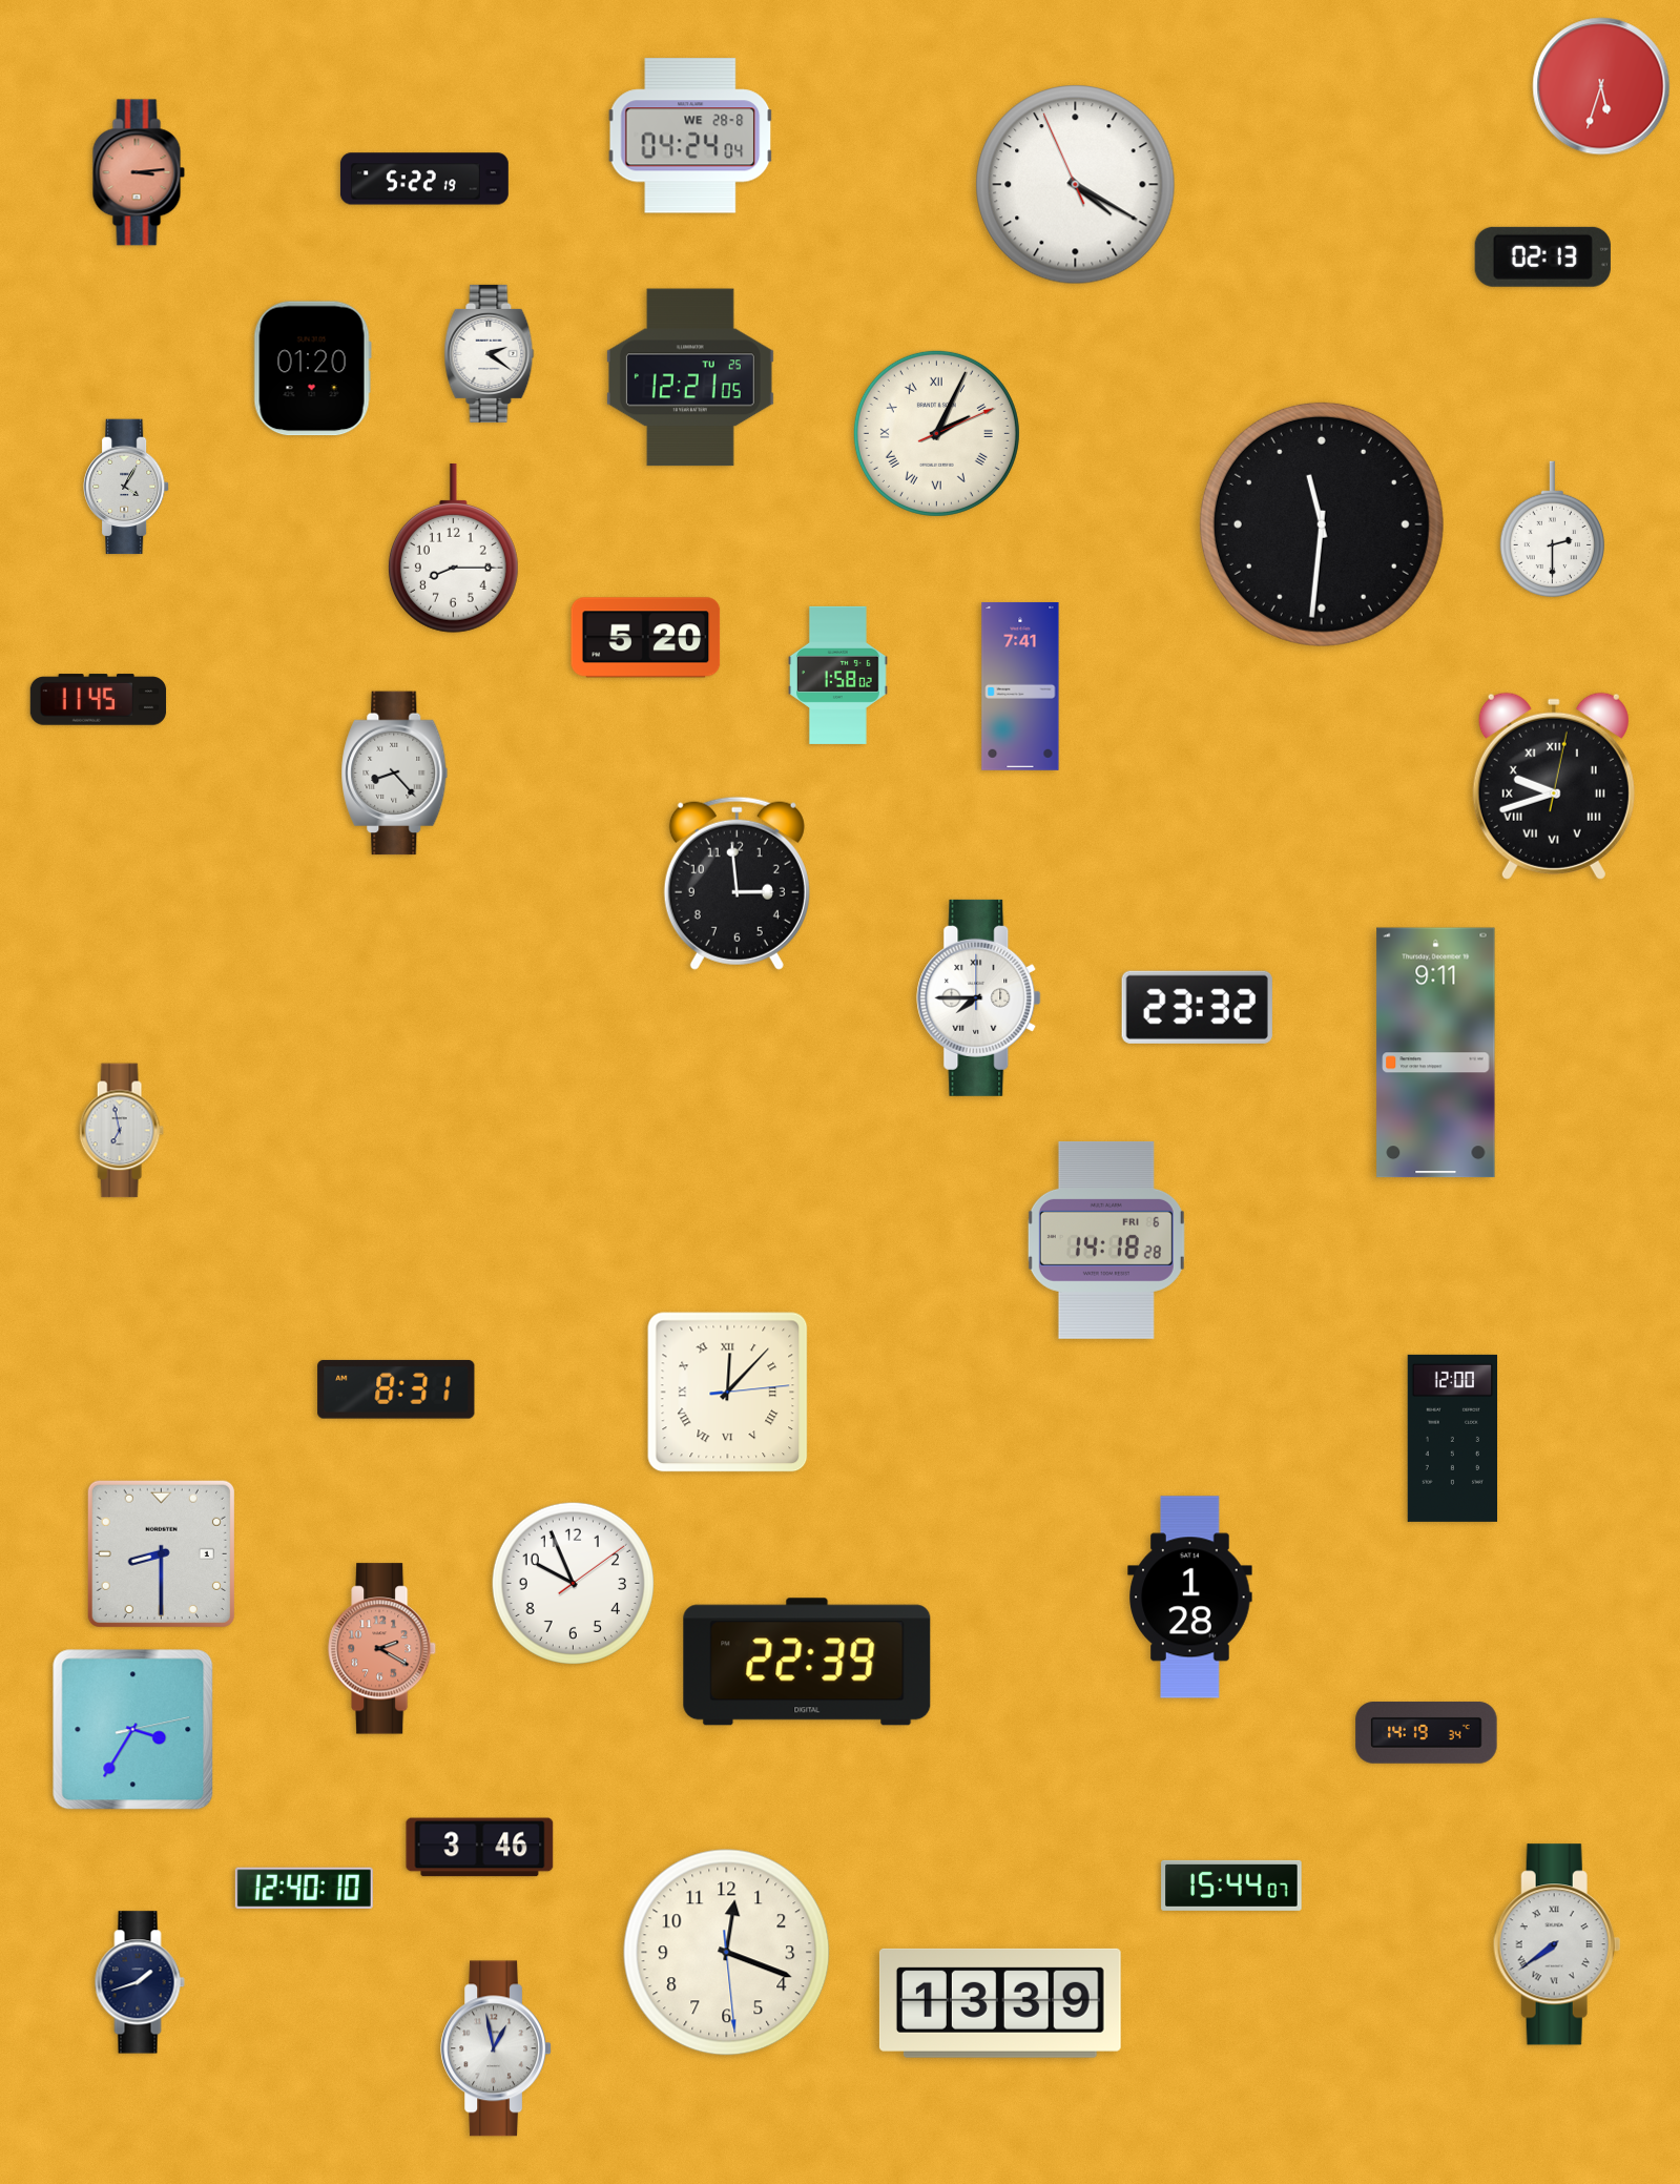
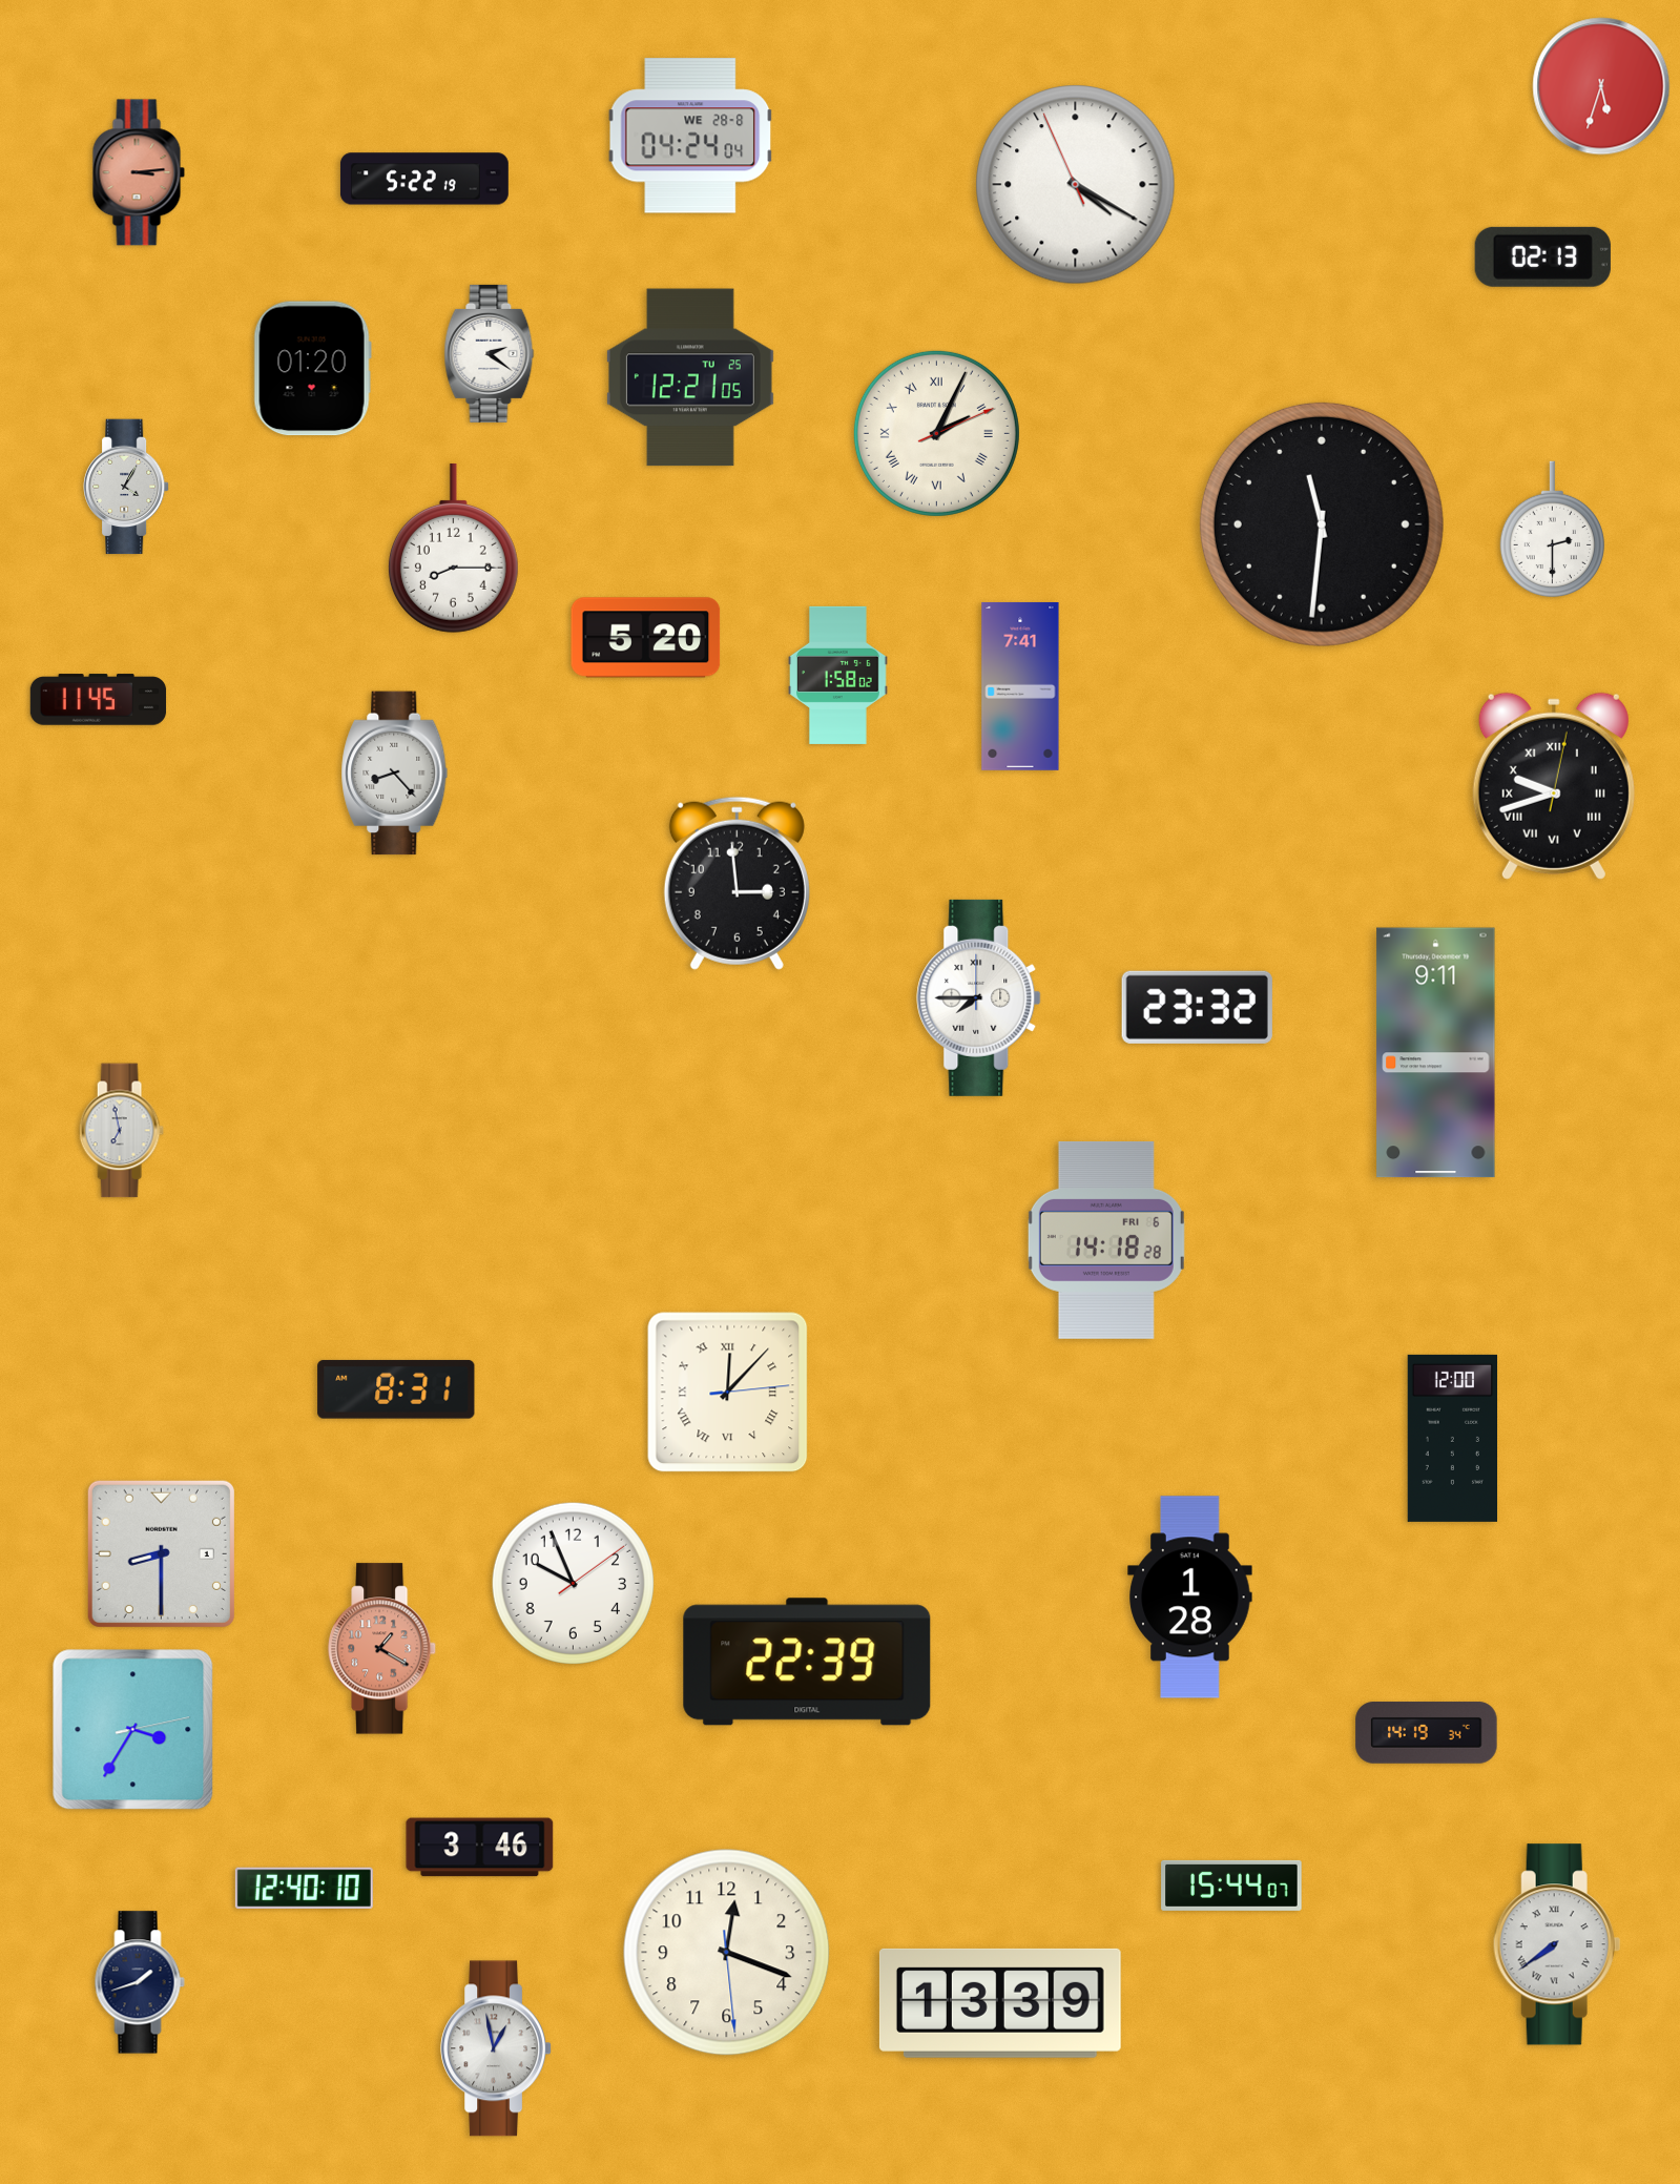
clock at (382, 1649): 2:20 -> 1:20
